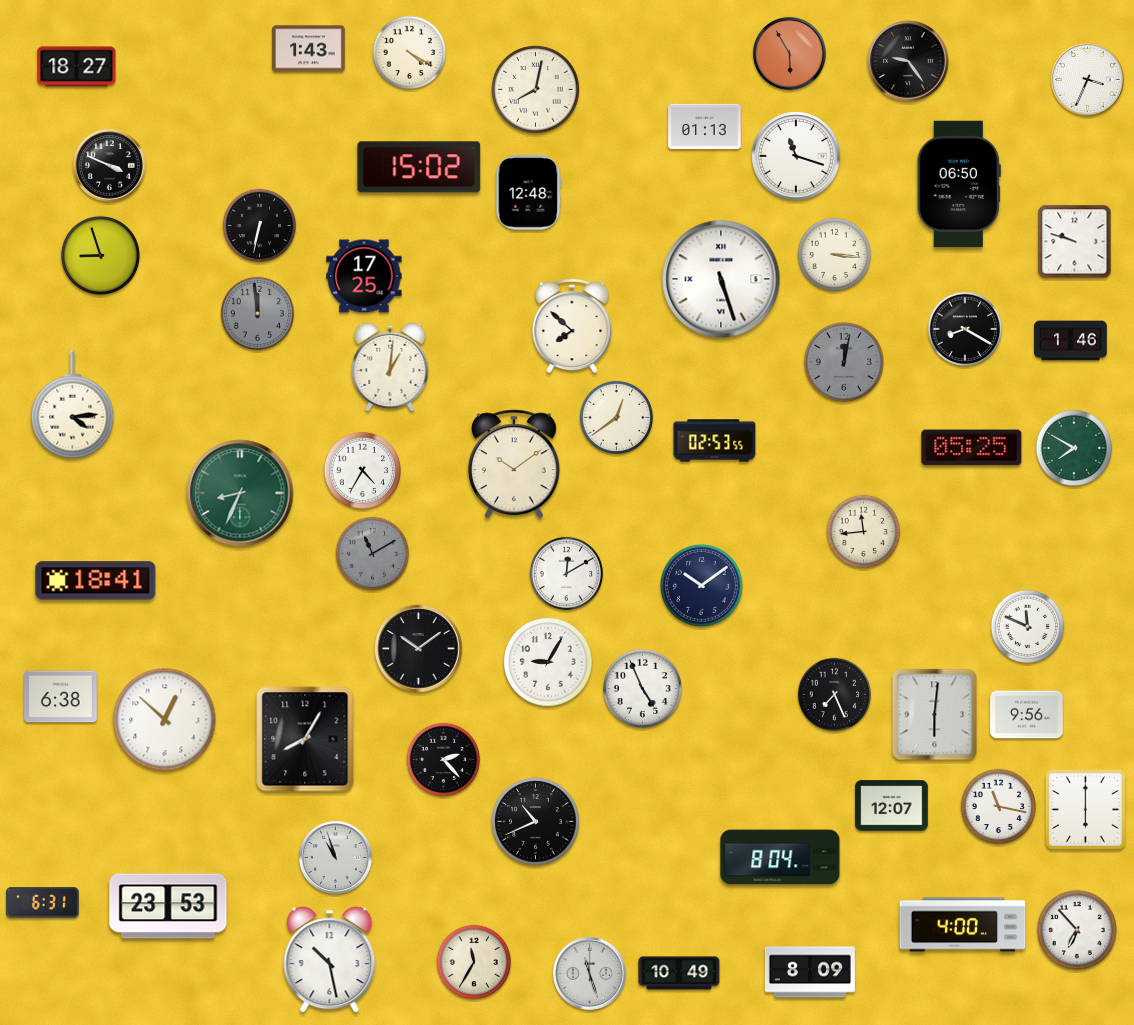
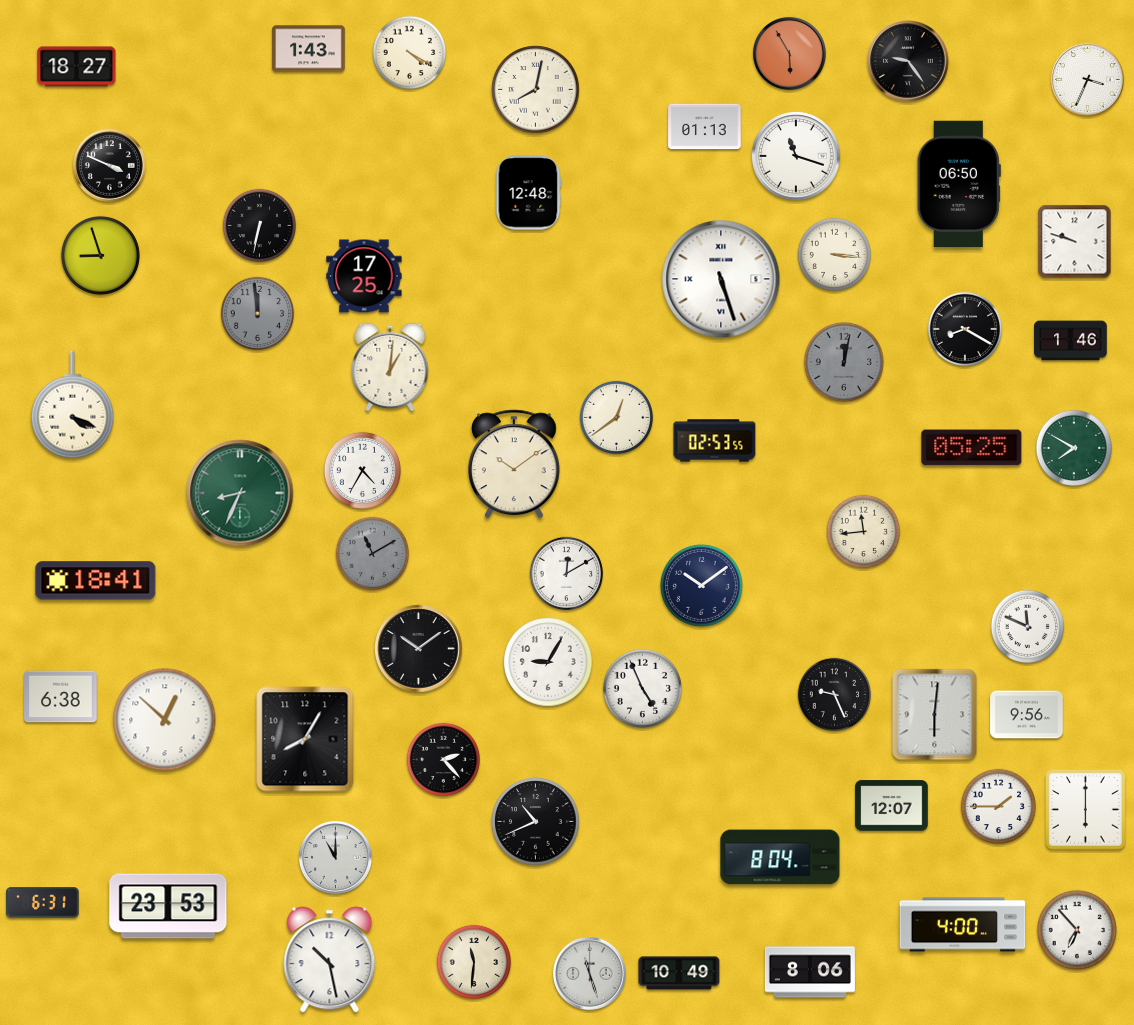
clock at (419, 167): 15:02 -> none
clock at (572, 326): 7:52 -> none
clock at (73, 405): 4:14 -> 4:19
clock at (835, 695): 7:26 -> 9:26
clock at (998, 806): 11:17 -> 1:45
clock at (335, 857): 10:57 -> 11:00
clock at (474, 962): 11:35 -> 11:31
clock at (810, 972): 8:09 -> 8:06
